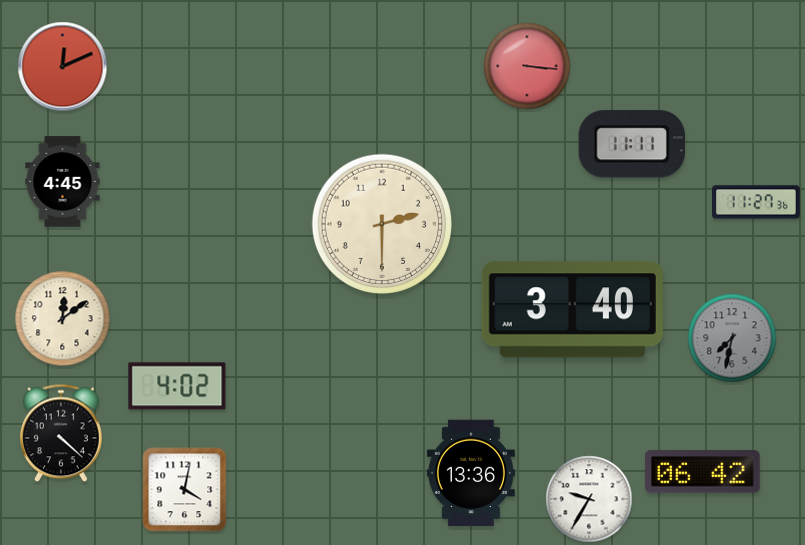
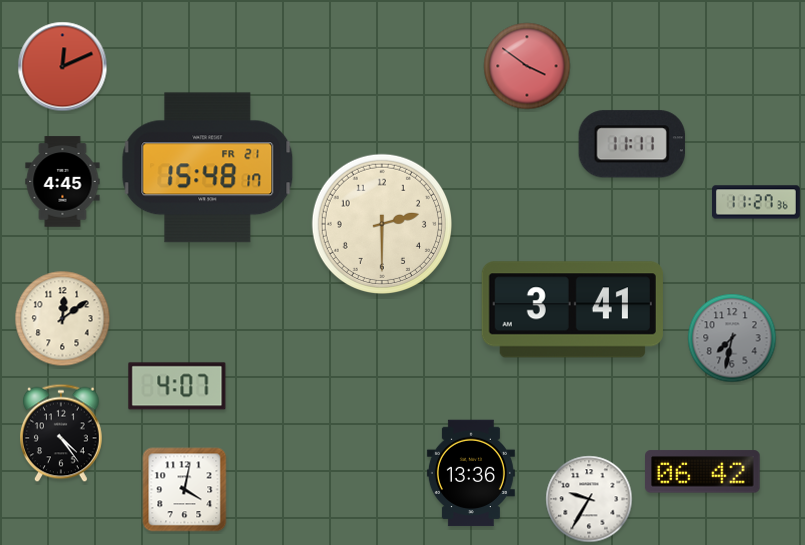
clock at (527, 66): 3:16 -> 3:51
clock at (208, 168): none -> 15:48
clock at (572, 310): 3:40 -> 3:41
clock at (177, 386): 4:02 -> 4:07
clock at (62, 433): 4:22 -> 4:24
